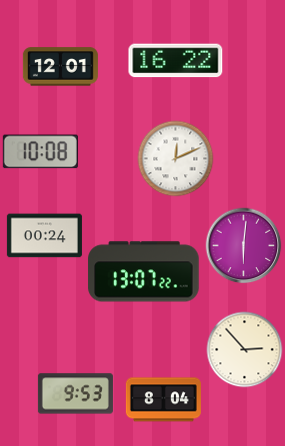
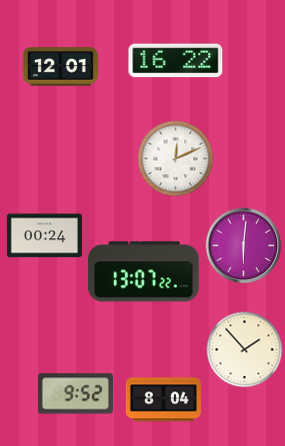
clock at (40, 152): 10:08 -> none
clock at (245, 350): 2:53 -> 1:53
clock at (75, 394): 9:53 -> 9:52
